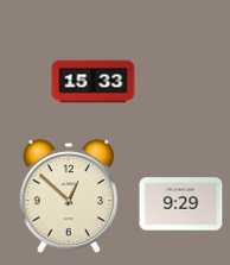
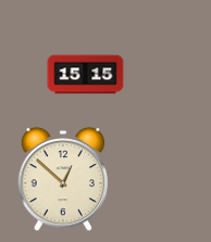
clock at (94, 82): 15:33 -> 15:15
clock at (181, 204): 9:29 -> none
